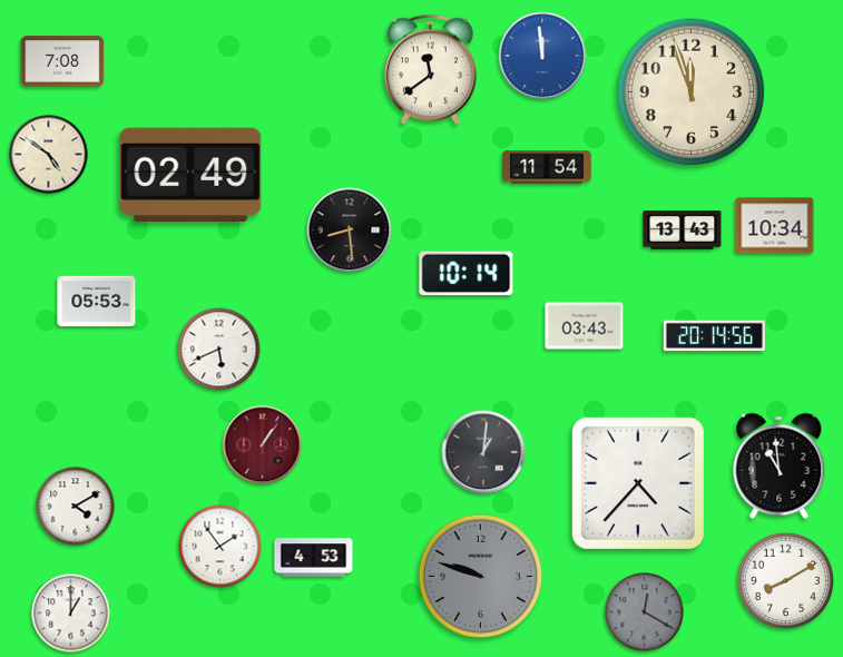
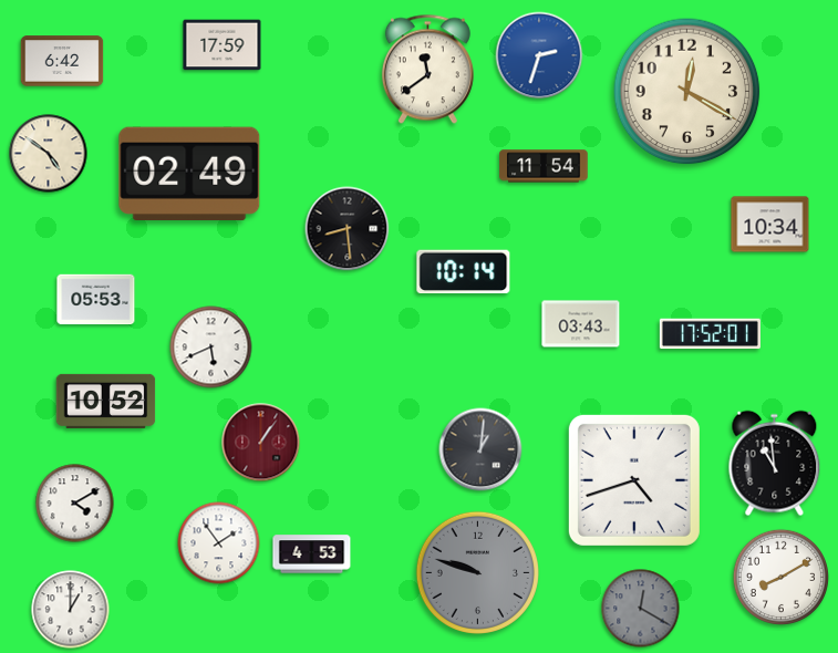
clock at (223, 45): none -> 17:59
clock at (542, 56): 11:59 -> 2:33
clock at (62, 61): 7:08 -> 6:42
clock at (692, 92): 11:57 -> 12:20
clock at (683, 231): 13:43 -> none
clock at (714, 336): 20:14 -> 17:52
clock at (219, 350) position: (219, 350) -> (211, 348)
clock at (106, 401): none -> 10:52
clock at (638, 483): 4:37 -> 4:42
